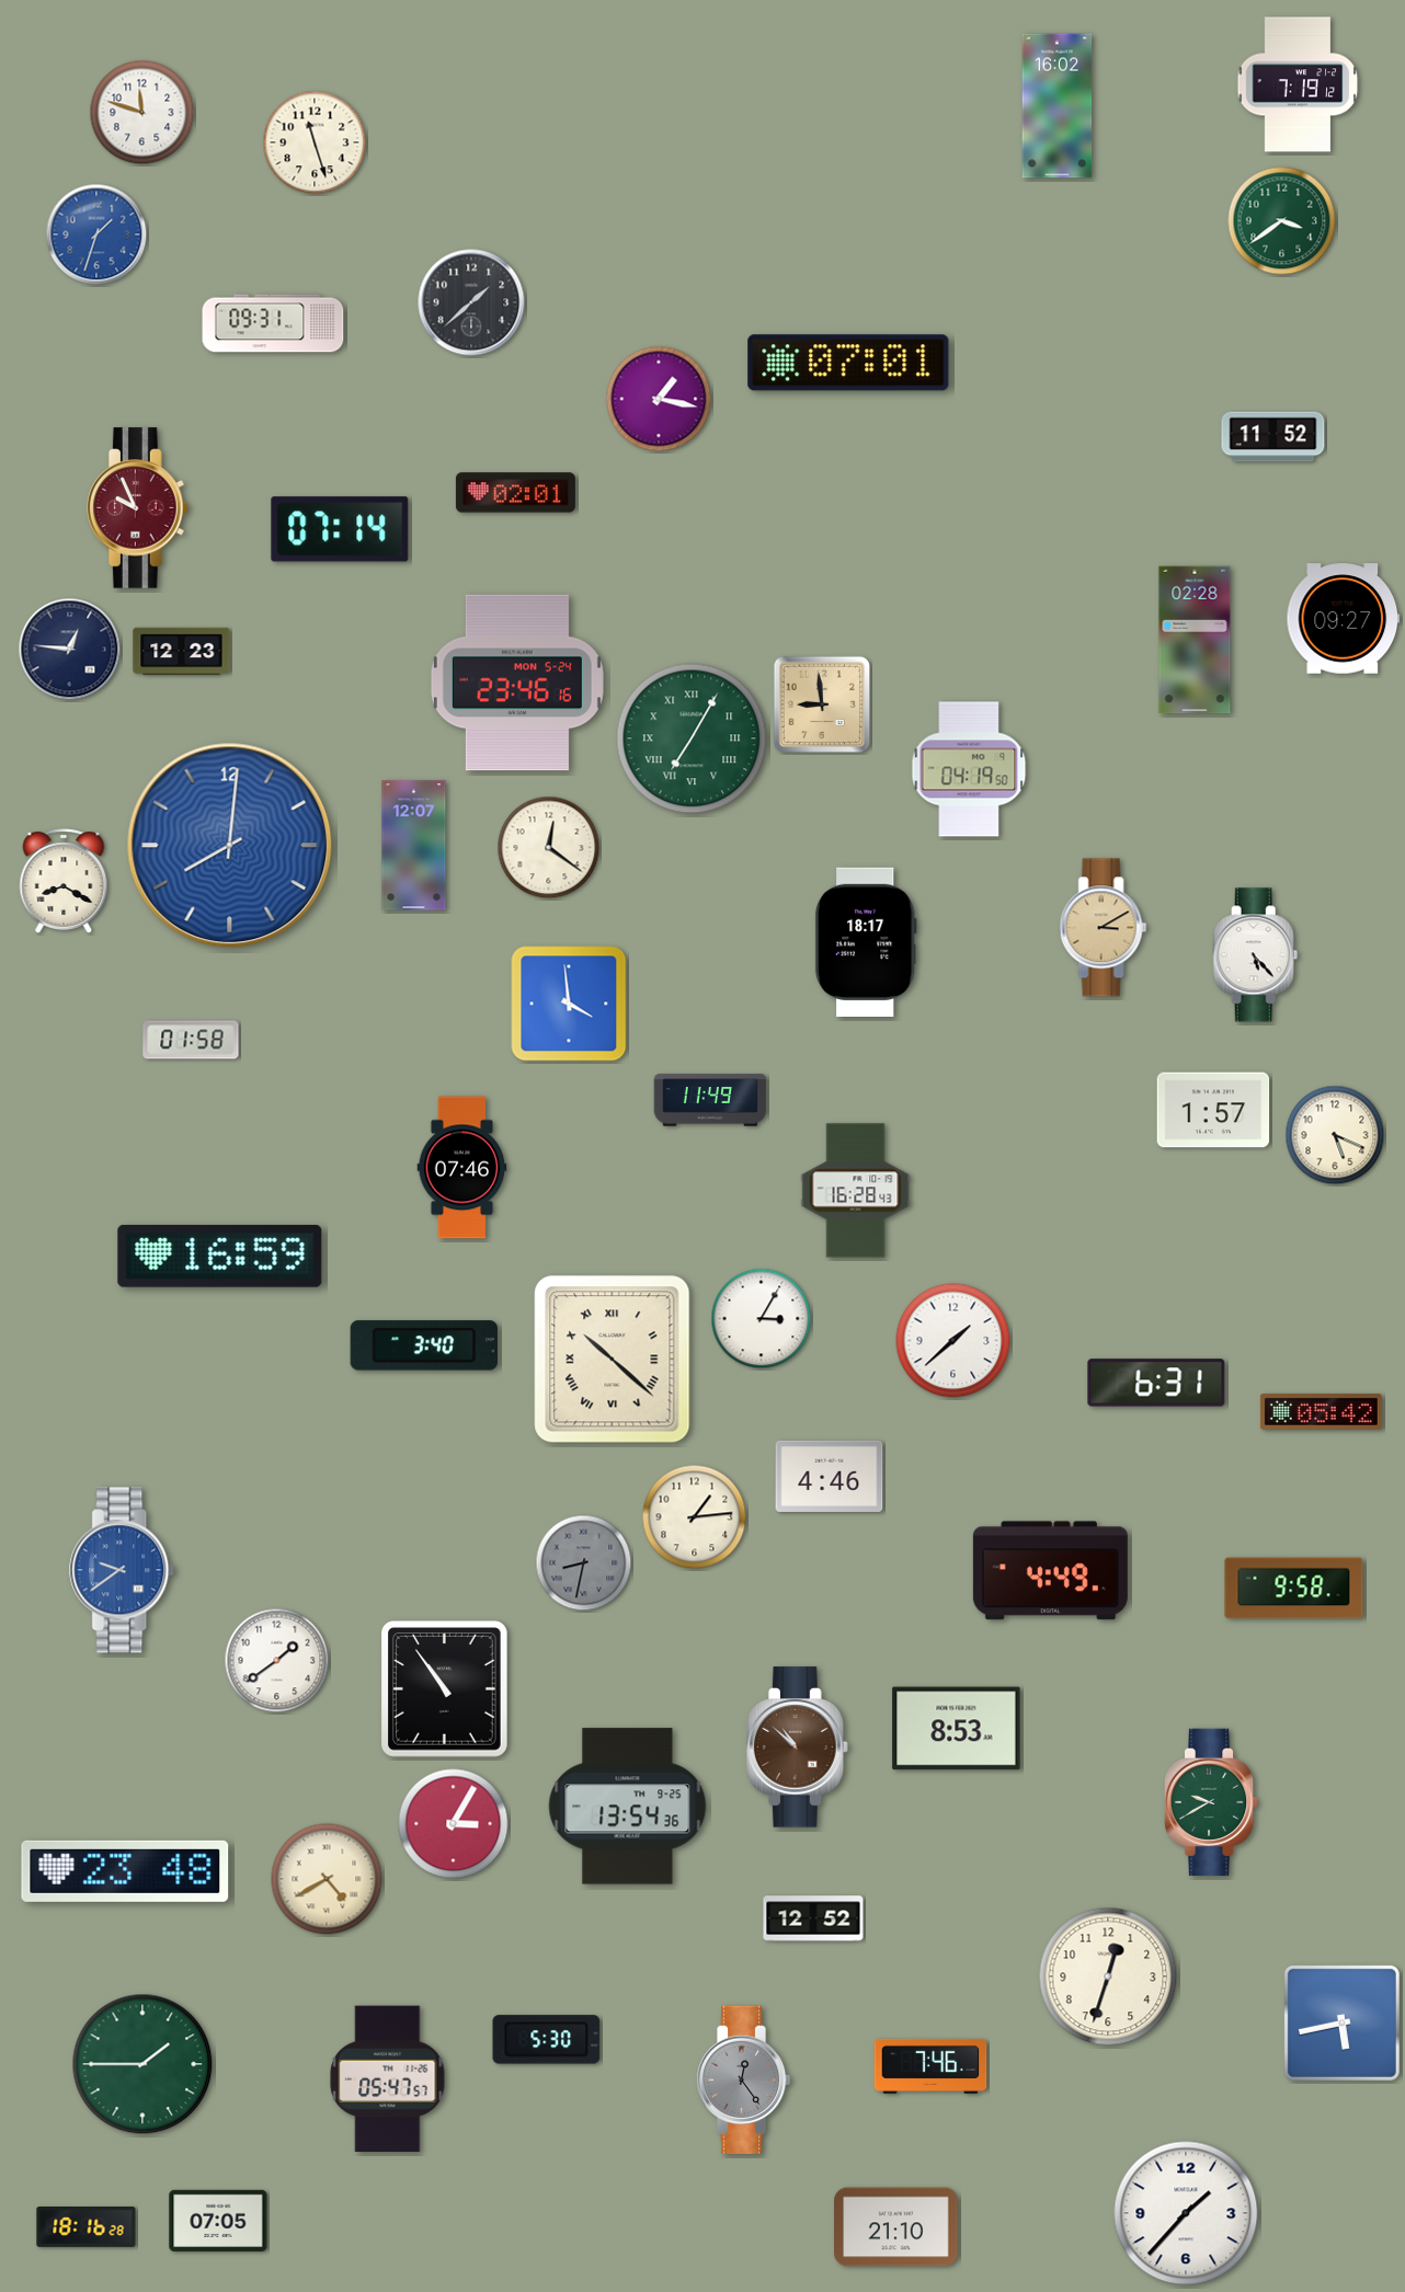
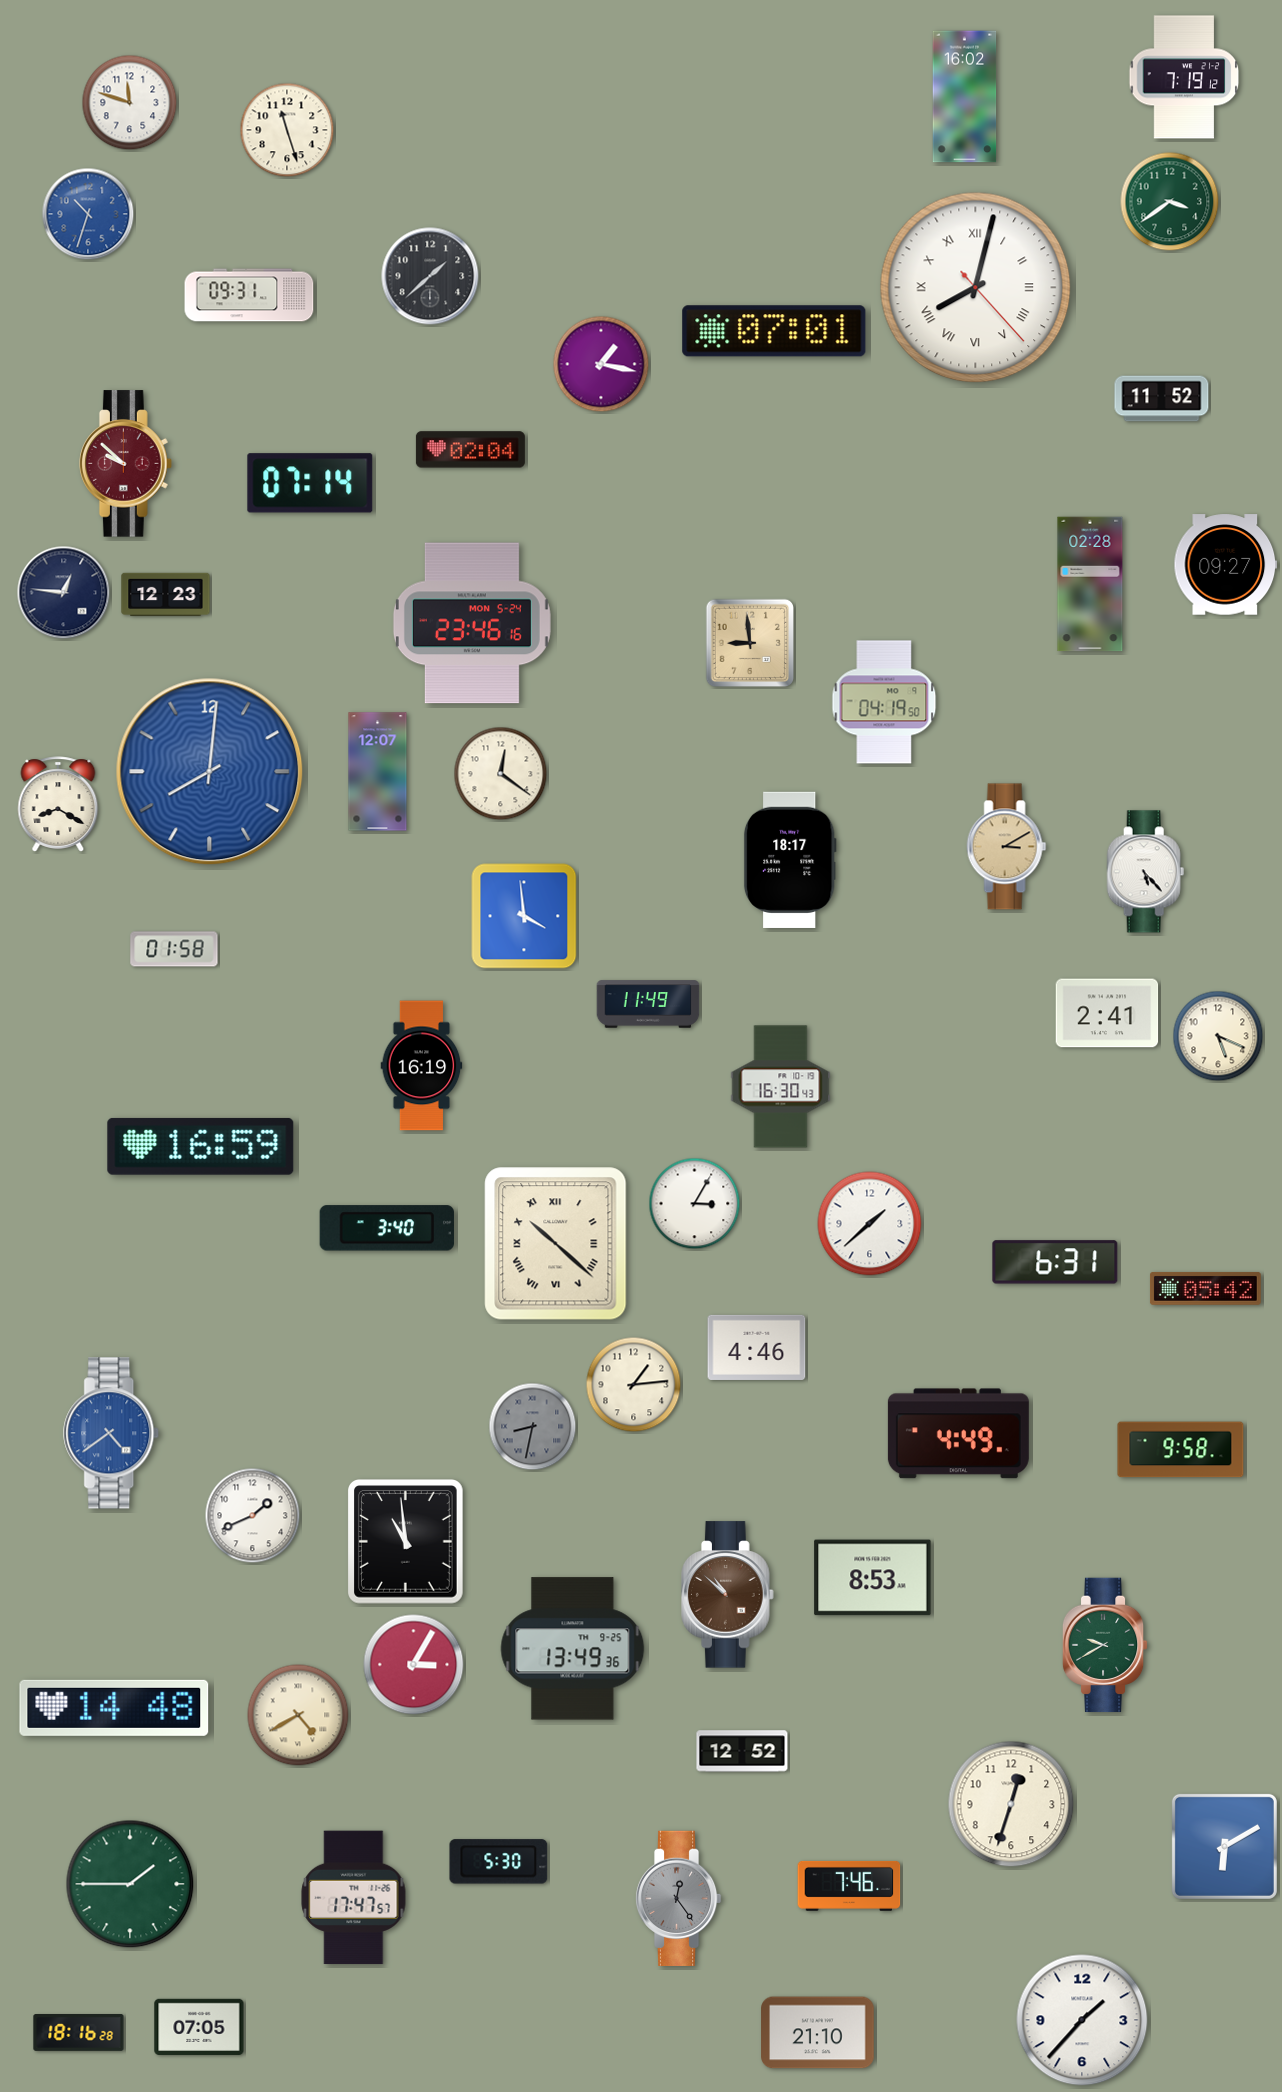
clock at (96, 234): 1:33 -> 10:33
clock at (976, 288): none -> 8:02
clock at (515, 493): 02:01 -> 02:04
clock at (138, 508): 9:56 -> 9:52
clock at (692, 738): 7:05 -> none
clock at (569, 1004) position: (569, 1004) -> (524, 916)
clock at (1213, 1110): 1:57 -> 2:41
clock at (462, 1168): 07:46 -> 16:19
clock at (856, 1191): 16:28 -> 16:30
clock at (613, 1360) position: (613, 1360) -> (556, 1244)
clock at (123, 1570): 9:39 -> 4:39
clock at (277, 1661): 1:39 -> 1:41
clock at (445, 1689): 10:54 -> 10:59
clock at (628, 1807): 13:54 -> 13:49
clock at (125, 1871): 23:48 -> 14:48
clock at (1341, 2022): 5:43 -> 6:10
clock at (388, 2079): 05:47 -> 17:47
